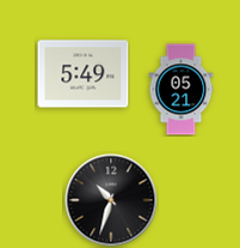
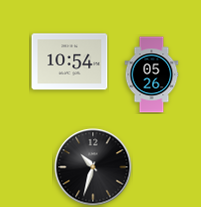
clock at (84, 74): 5:49 -> 10:54
clock at (181, 90): 05:21 -> 05:26
